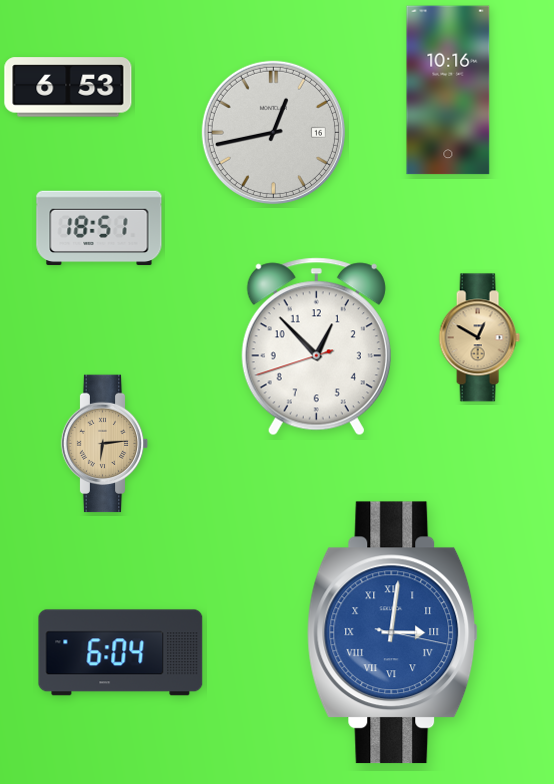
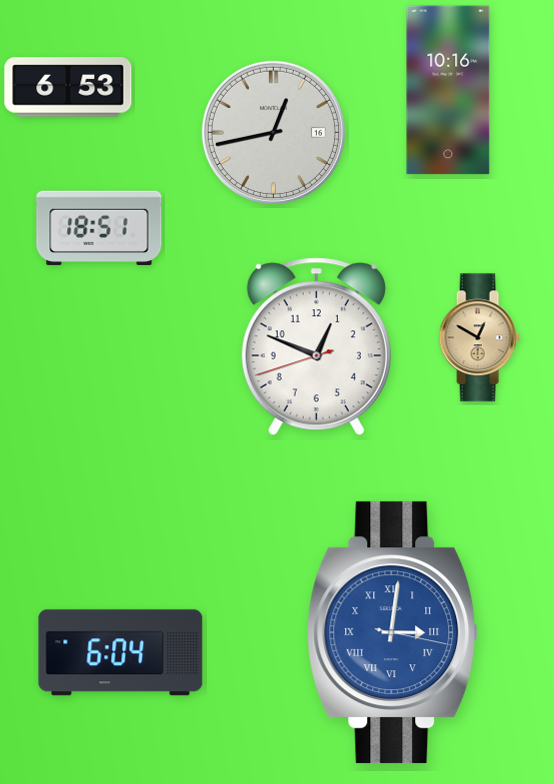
clock at (316, 347): 12:52 -> 12:48
clock at (105, 444): 6:14 -> none
